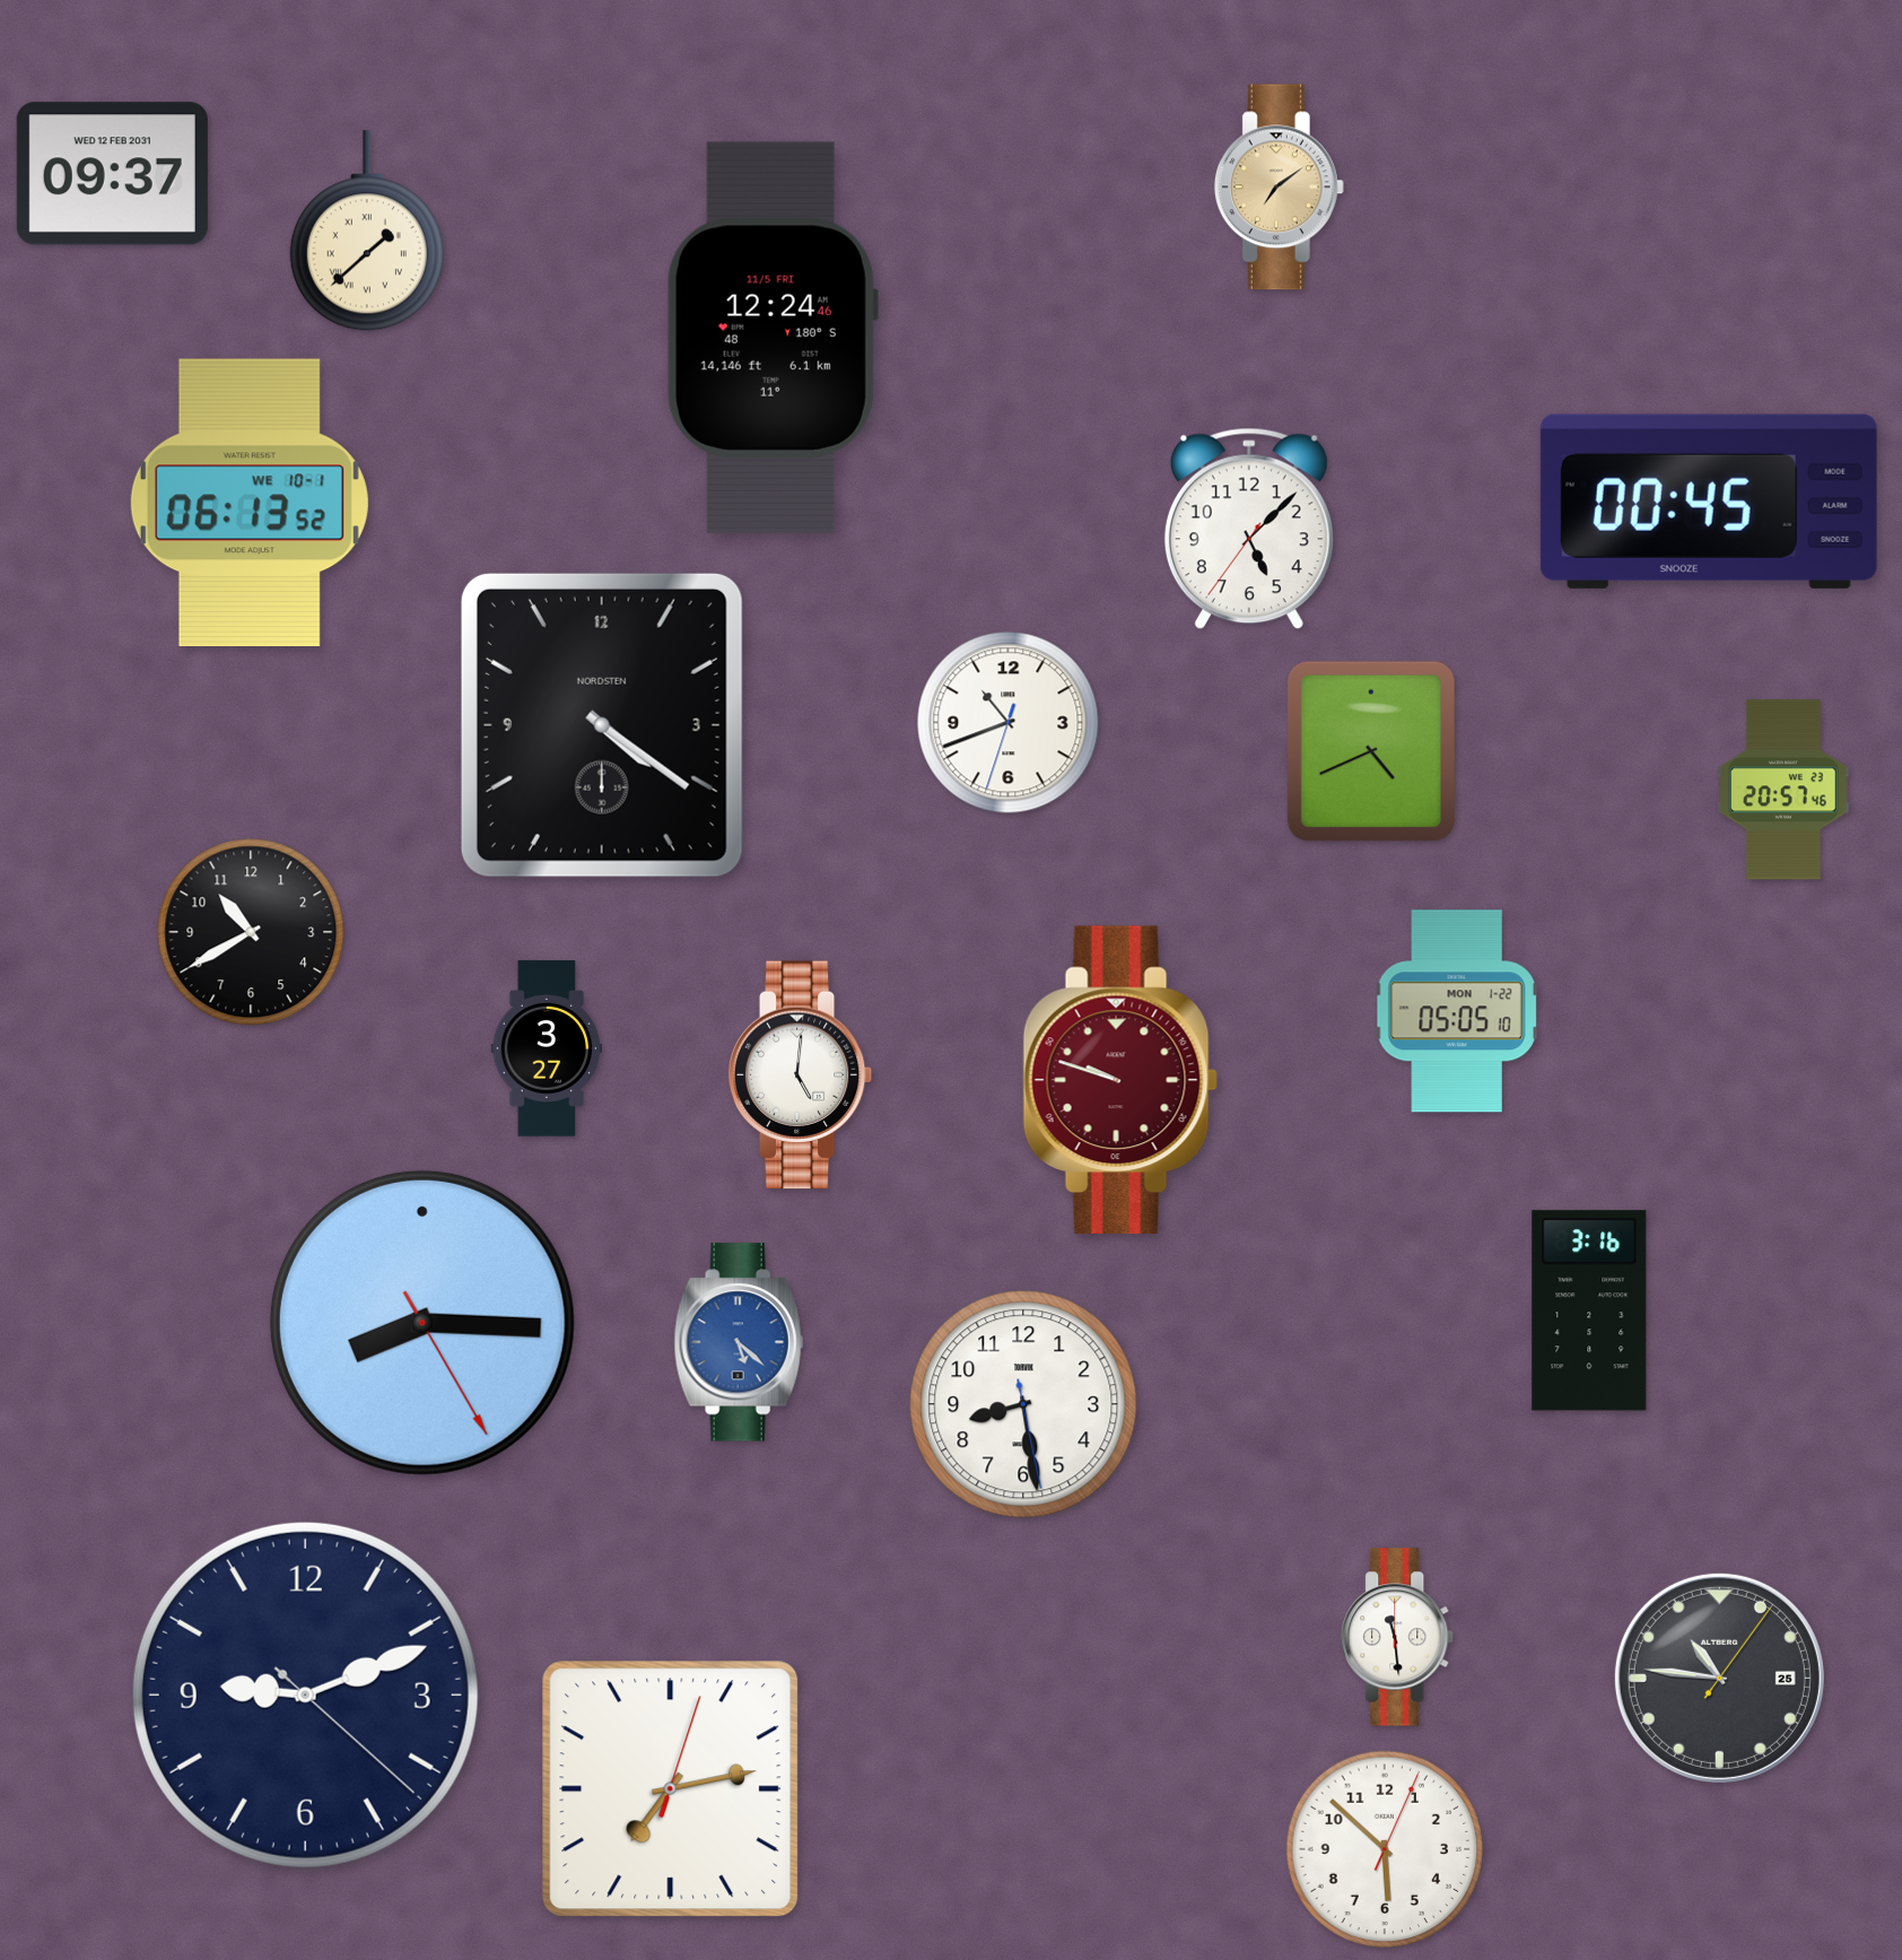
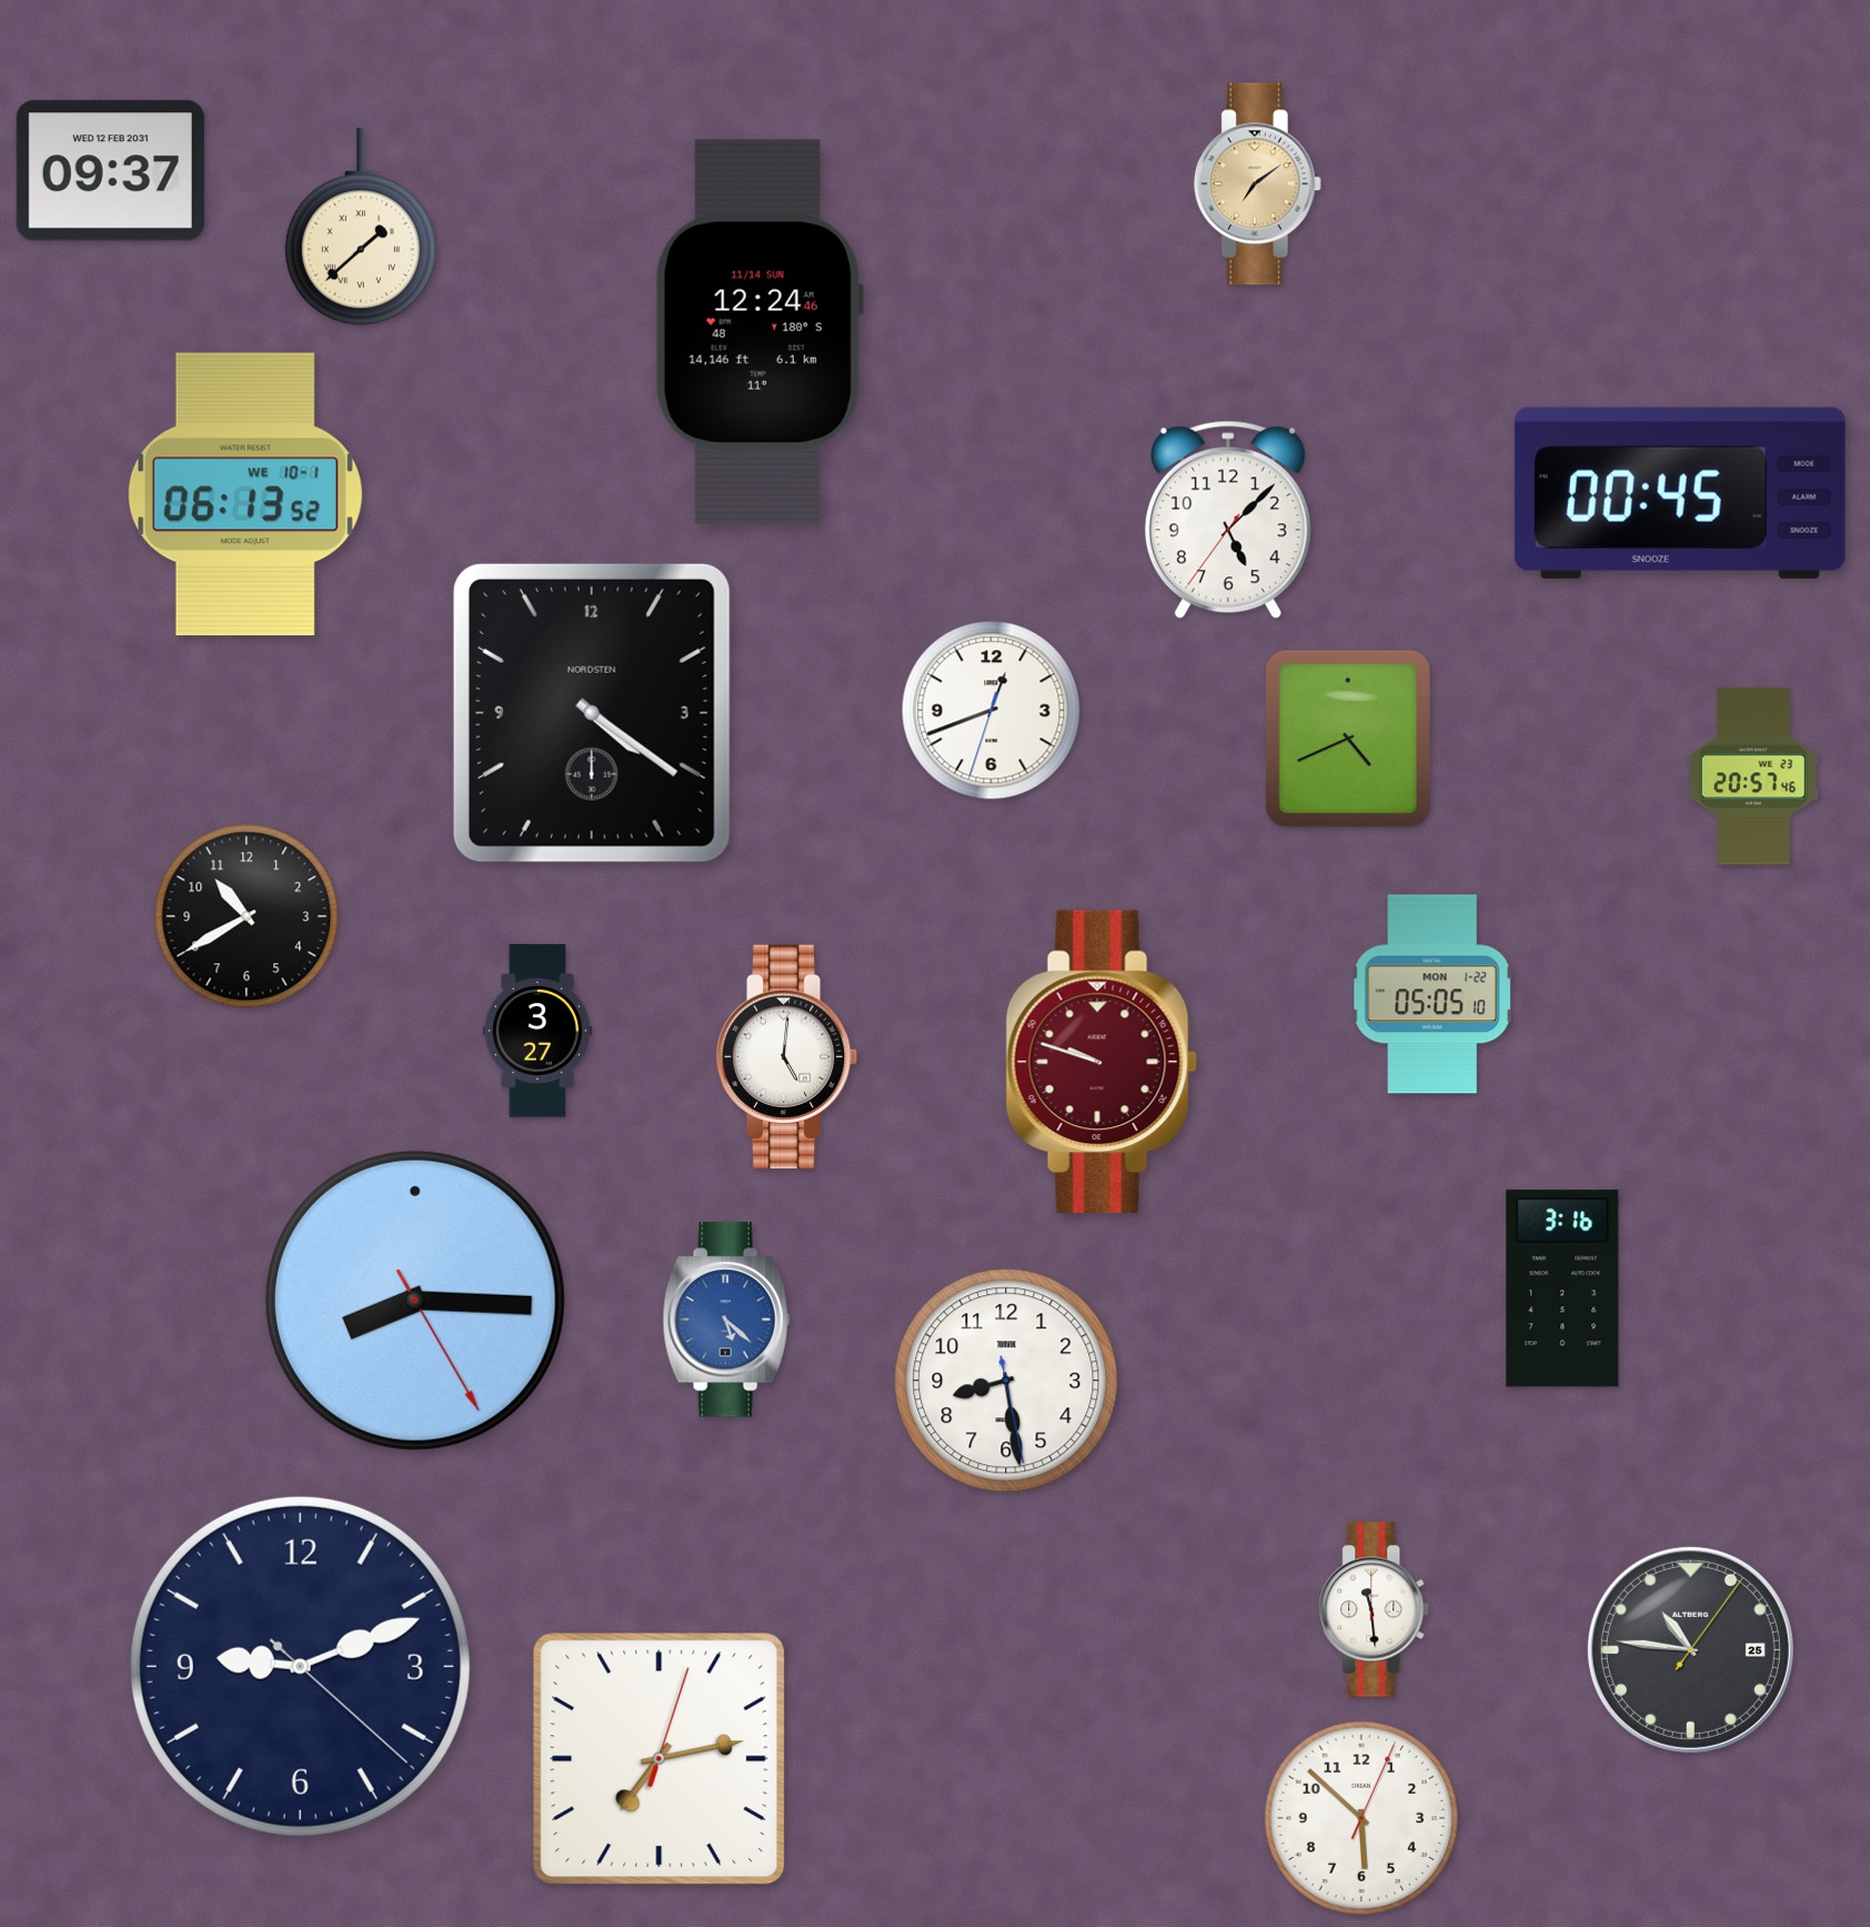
clock at (773, 338) date: 11/5 FRI -> 11/14 SUN
clock at (1009, 723): 10:41 -> 12:41
